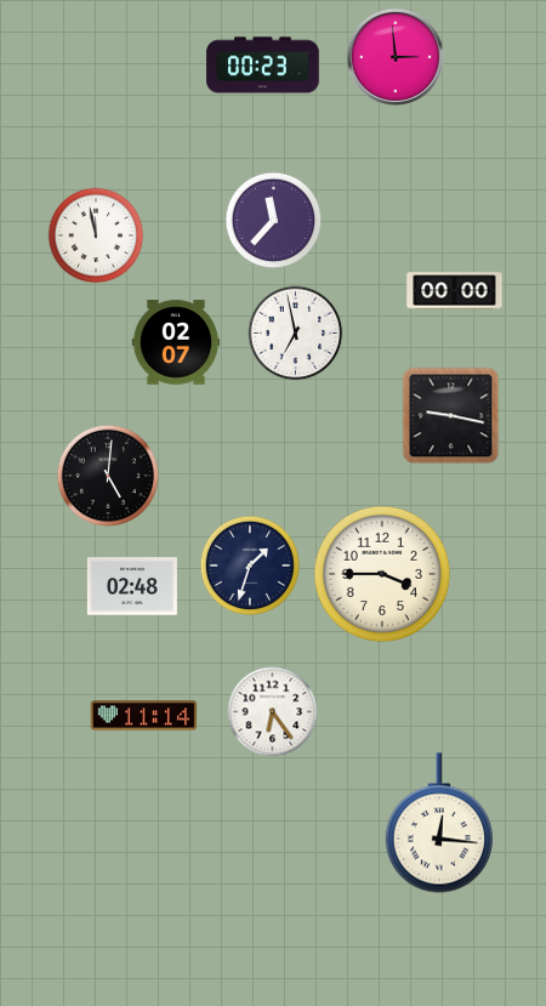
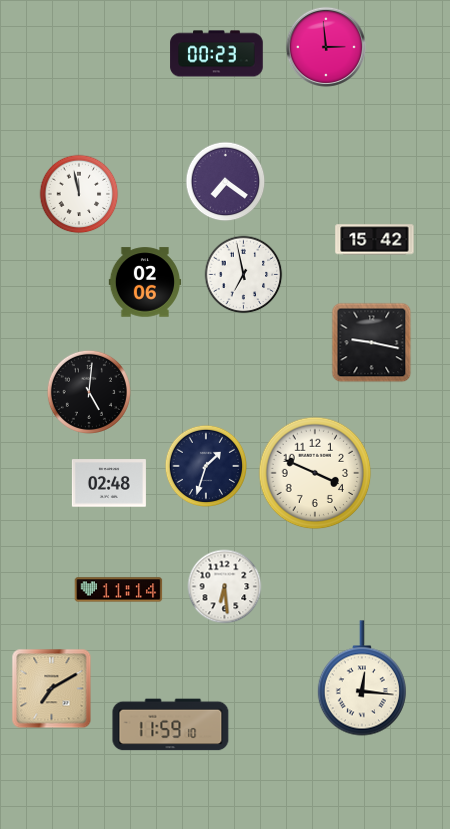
clock at (274, 221): 11:37 -> 7:21
clock at (455, 291): 00:00 -> 15:42
clock at (176, 342): 02:07 -> 02:06
clock at (382, 574): 3:45 -> 3:49
clock at (273, 712): 6:24 -> 6:29
clock at (52, 689): none -> 7:10
clock at (171, 725): none -> 11:59
